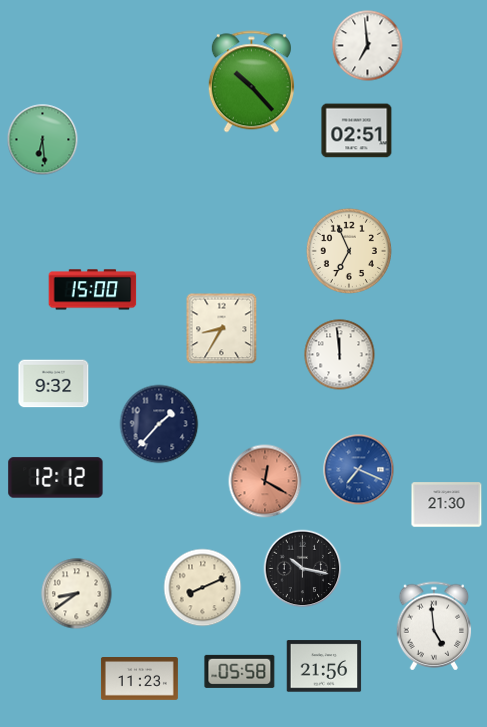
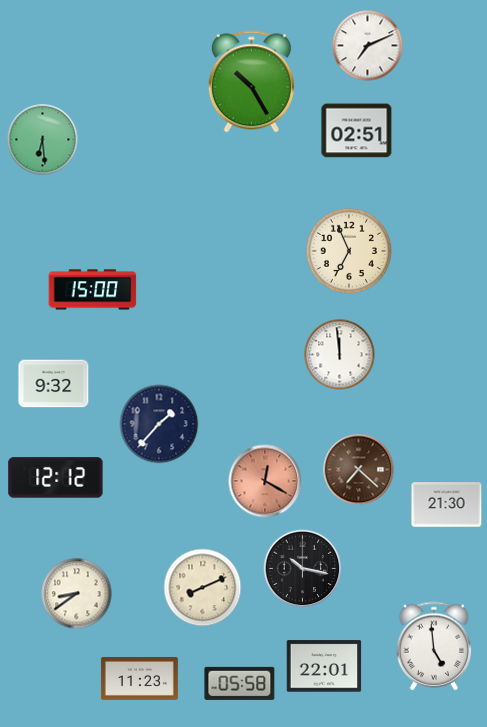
clock at (368, 46): 6:59 -> 7:11
clock at (251, 82): 10:23 -> 10:25
clock at (222, 329): 8:35 -> none
clock at (359, 470): 7:19 -> 7:22
clock at (359, 470) dial: blue -> brown
clock at (434, 626) position: (434, 626) -> (434, 646)
clock at (324, 666): 21:56 -> 22:01
clock at (240, 671) position: (240, 671) -> (240, 683)
